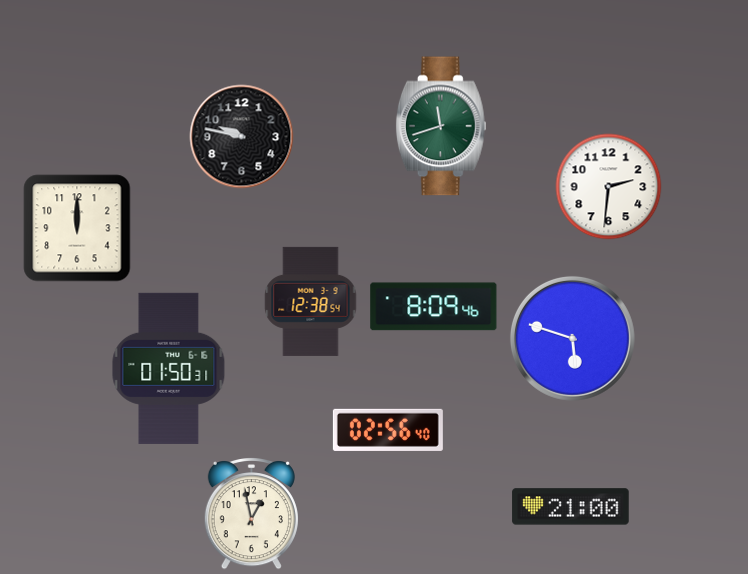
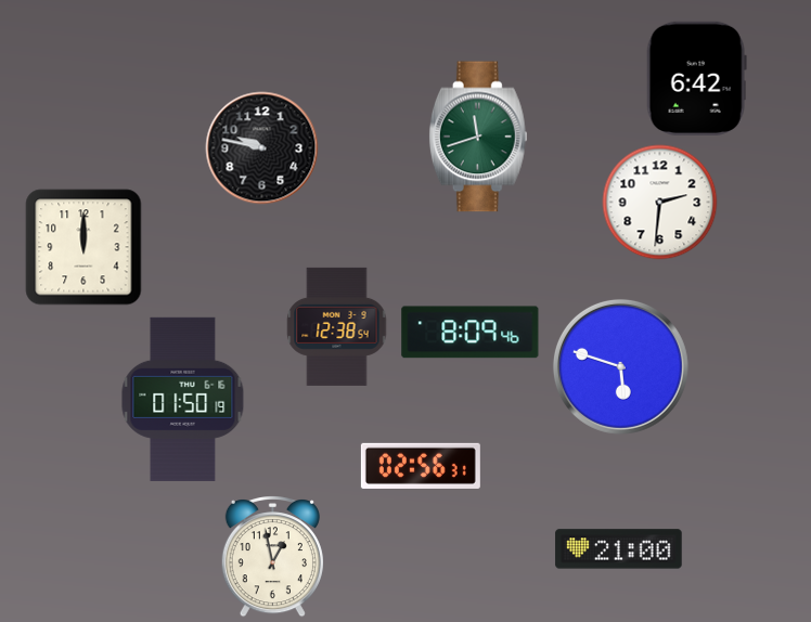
clock at (696, 78): none -> 6:42
clock at (169, 368): 01:50:31 -> 01:50:19
clock at (388, 430): 02:56:40 -> 02:56:31
